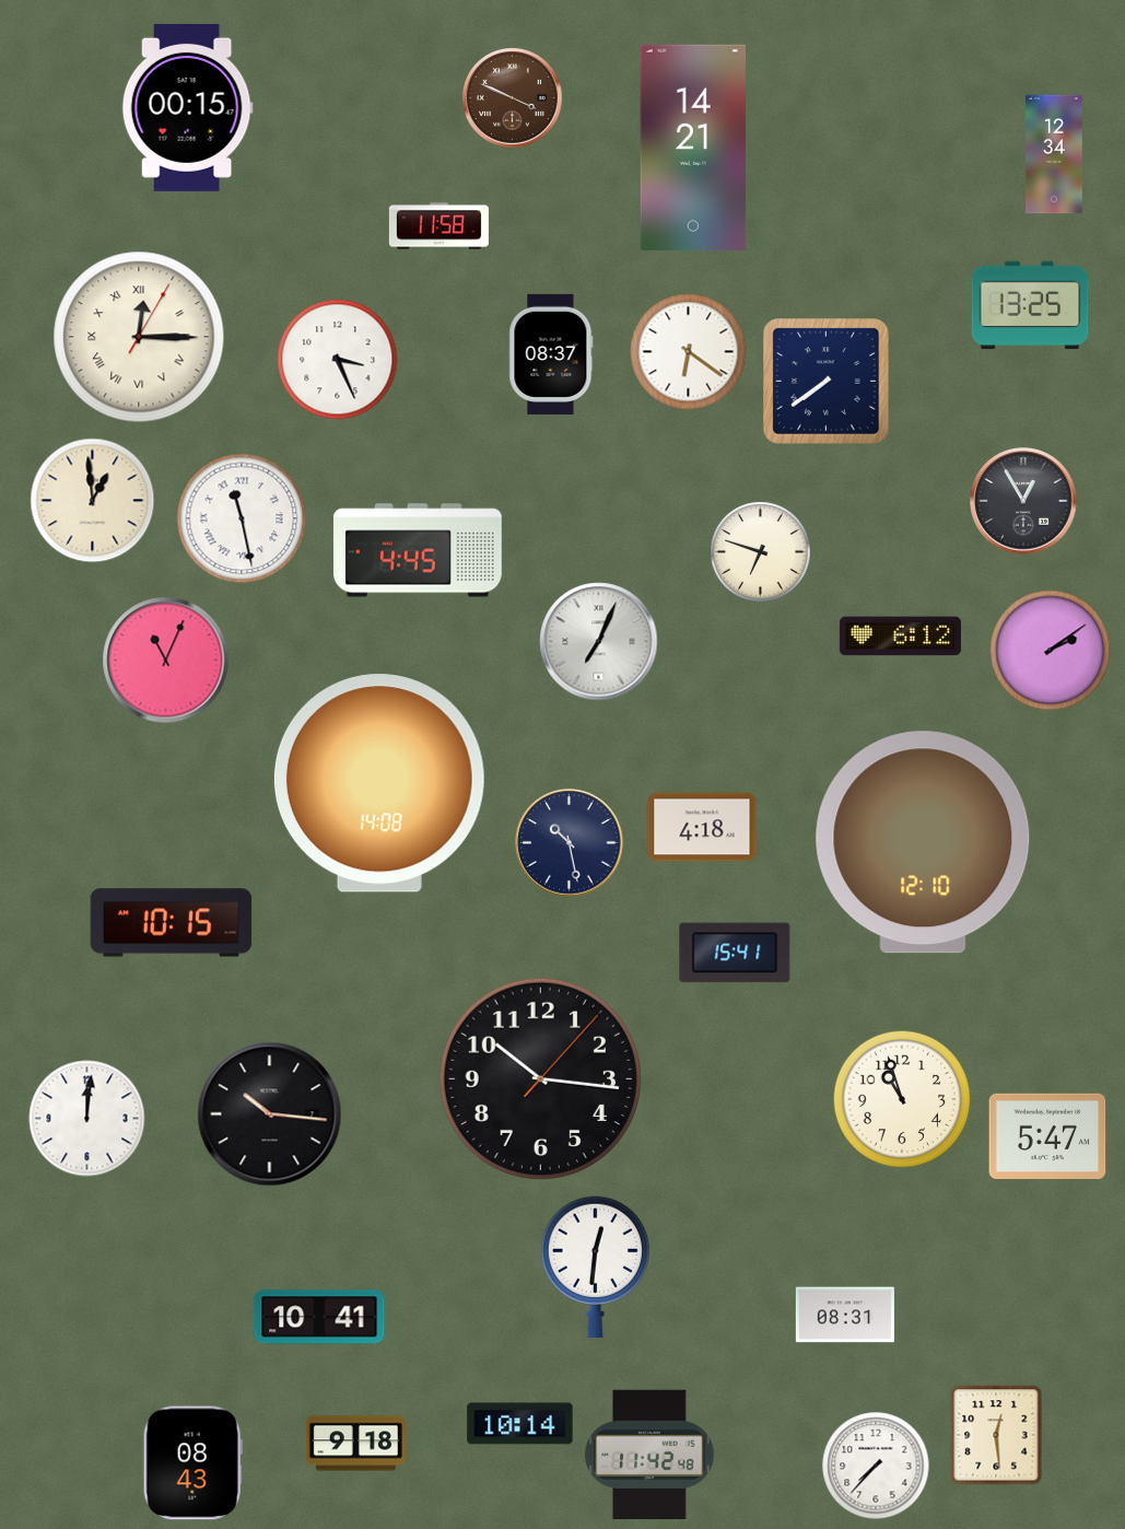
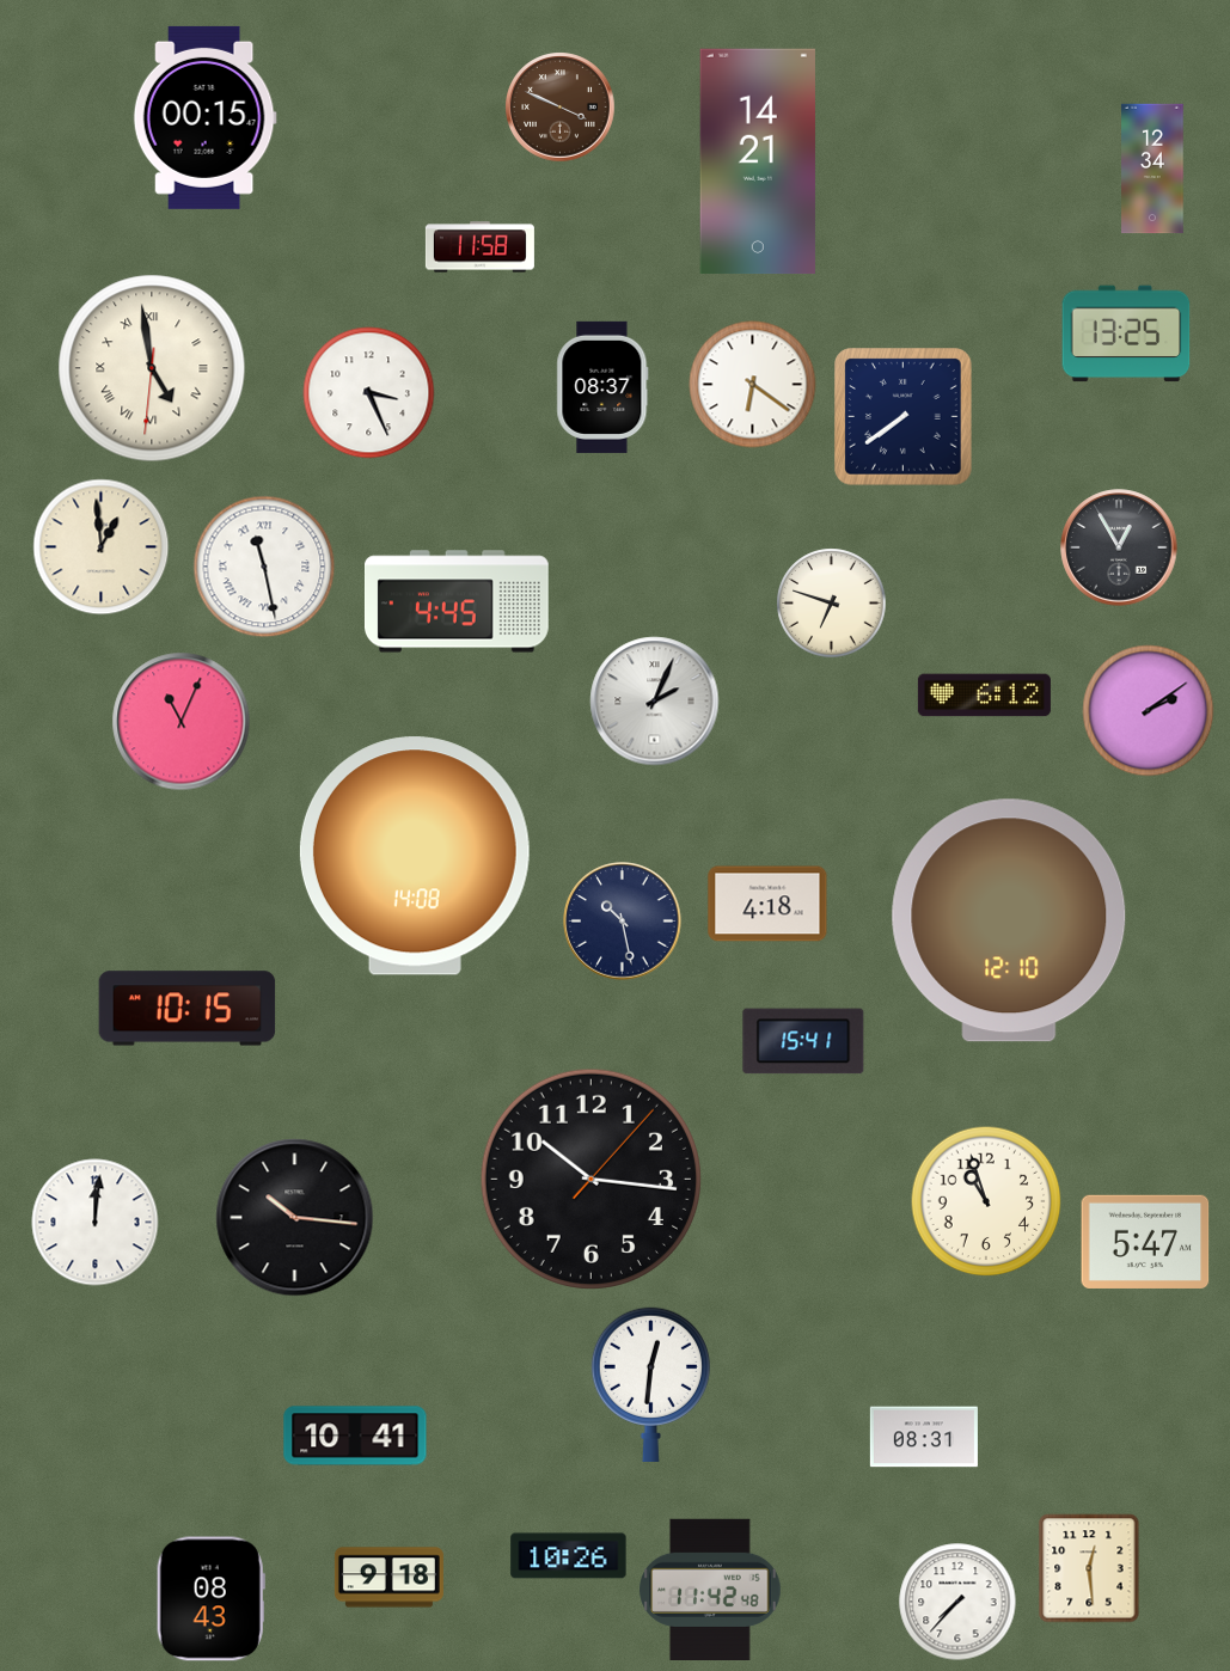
clock at (139, 337): 12:15 -> 4:58
clock at (599, 642): 7:04 -> 2:04
clock at (319, 1317) position: (319, 1317) -> (355, 1436)
clock at (520, 1424): 10:14 -> 10:26
